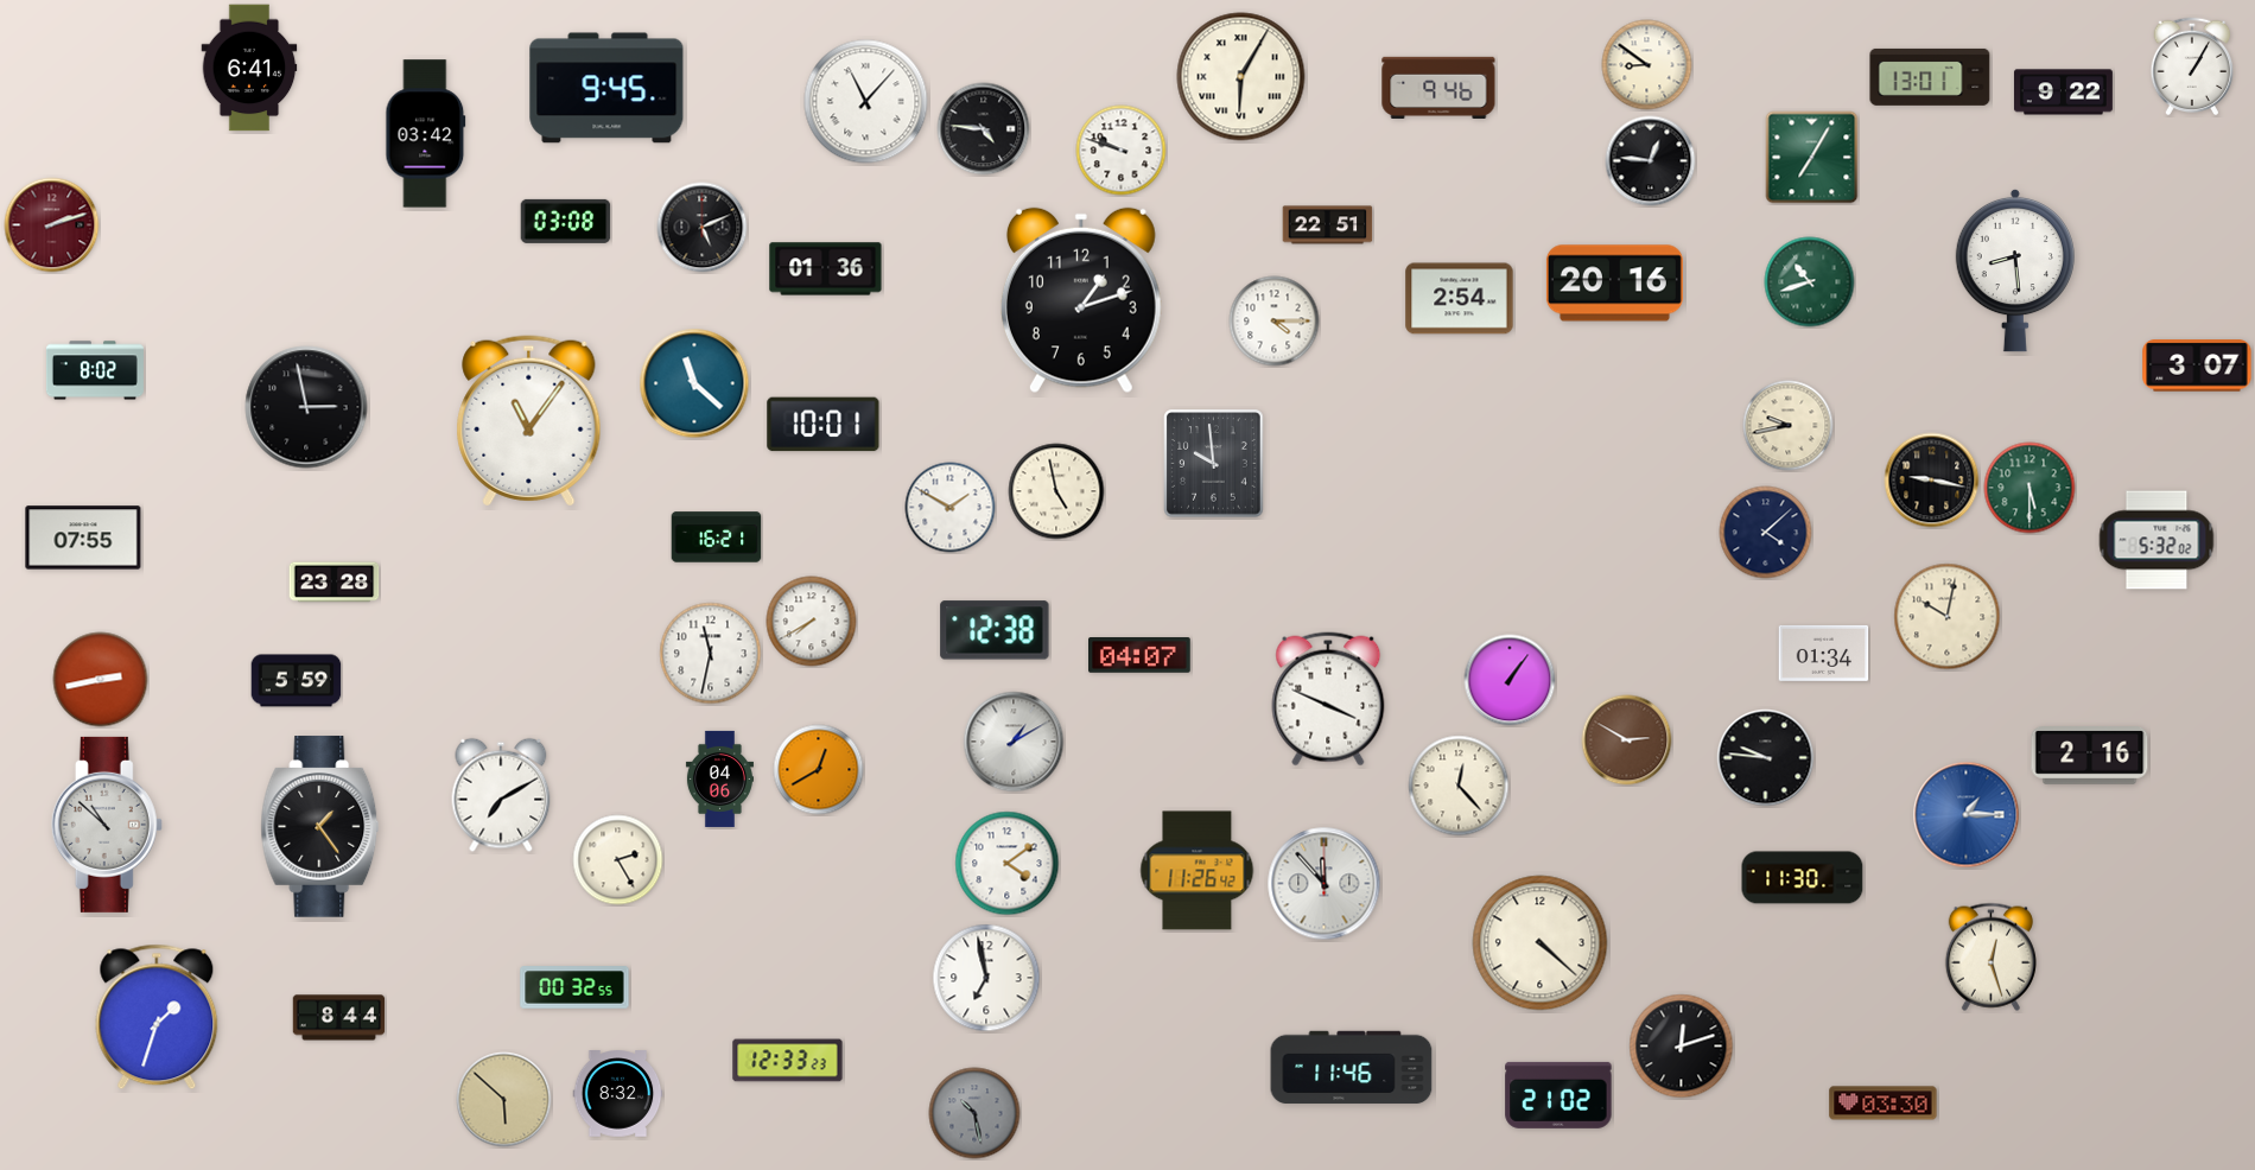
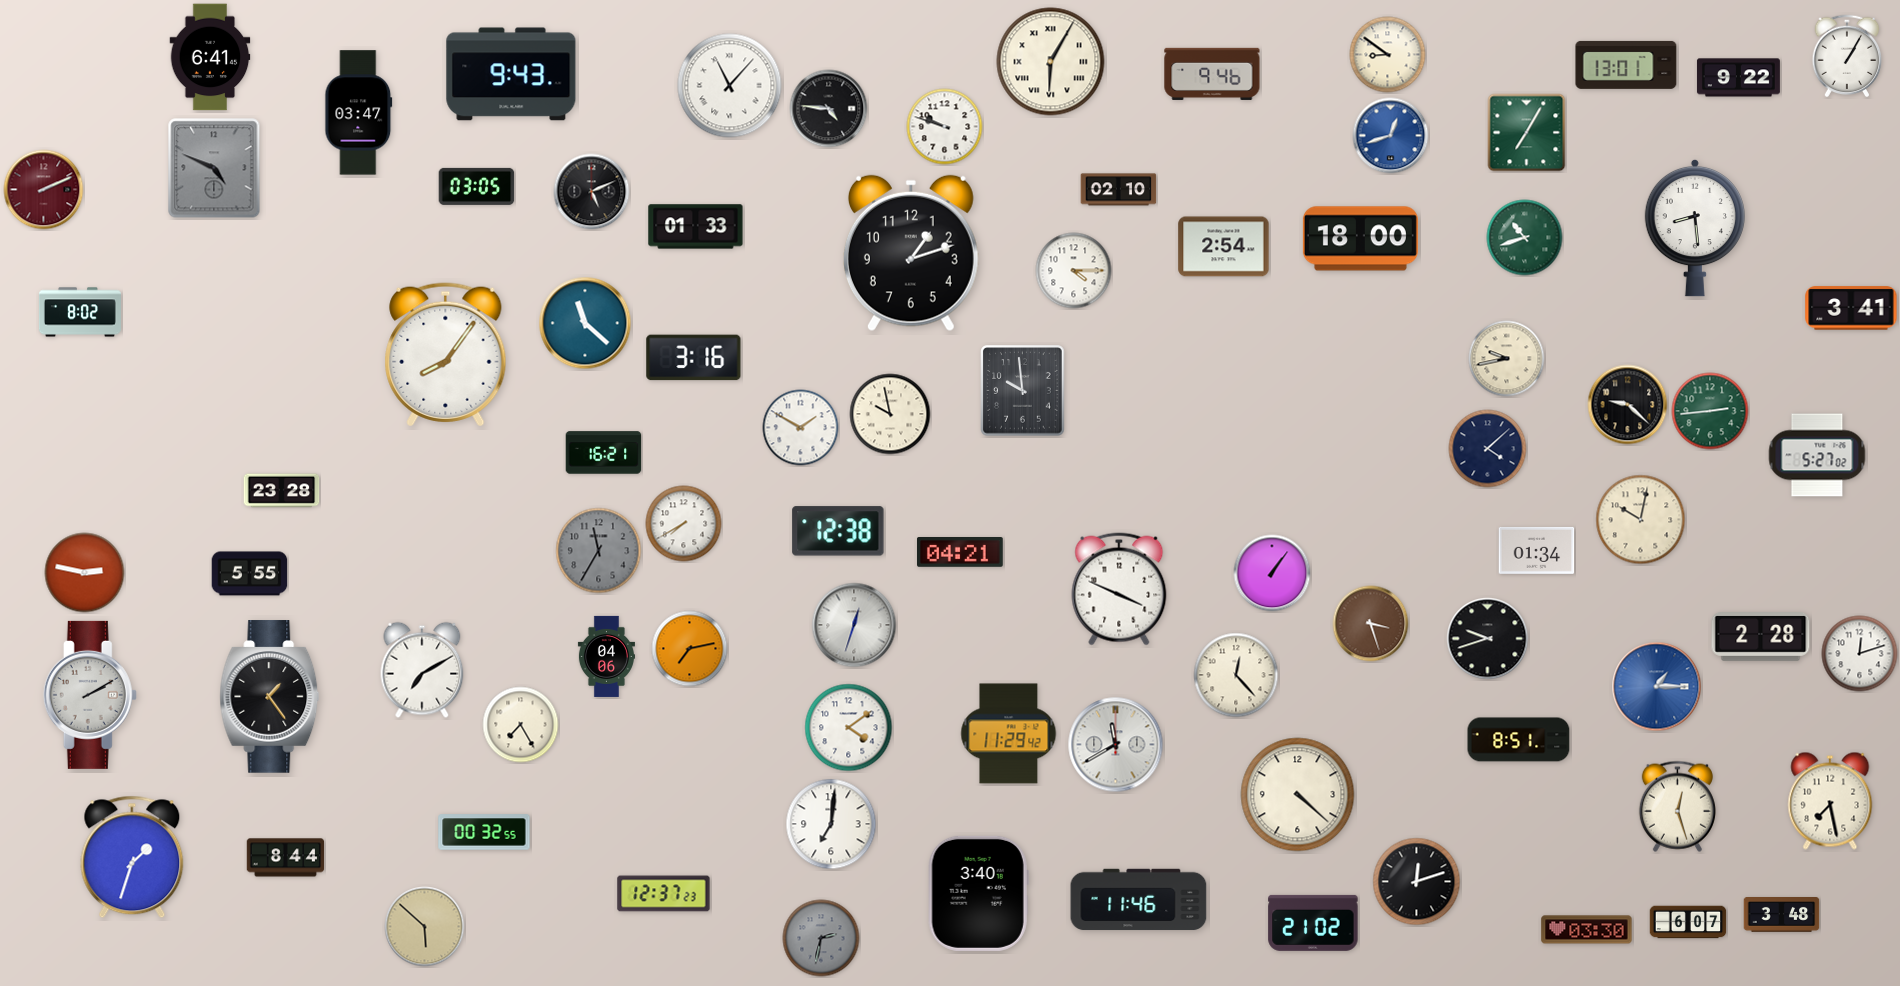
clock at (1241, 77) position: (1241, 77) -> (1051, 62)
clock at (606, 88): 9:45 -> 9:43
clock at (426, 134): 03:42 -> 03:47
clock at (1651, 161): 12:46 -> 12:42
clock at (1651, 161) dial: black -> blue
clock at (214, 168): none -> 4:49
clock at (566, 221): 03:08 -> 03:05
clock at (52, 225): 2:12 -> 2:11
clock at (1328, 225): 22:51 -> 02:10
clock at (826, 269): 01:36 -> 01:33
clock at (2015, 271) position: (2015, 271) -> (1695, 228)
clock at (1614, 284): 20:16 -> 18:00
clock at (1460, 299) position: (1460, 299) -> (1224, 247)
clock at (2197, 365): 3:07 -> 3:41
clock at (306, 407): 2:58 -> none
clock at (529, 421): 11:06 -> 8:06
clock at (824, 425): 10:01 -> 3:16
clock at (1932, 481): 9:17 -> 9:22
clock at (2029, 488): 5:30 -> 2:44
clock at (1056, 491): 4:58 -> 9:58
clock at (83, 538): 07:55 -> none
clock at (2156, 540): 5:32 -> 5:27
clock at (711, 654): 11:32 -> 11:35
clock at (711, 654) dial: white -> grey
clock at (1141, 656): 04:07 -> 04:21
clock at (101, 680): 2:43 -> 2:47
clock at (297, 681): 5:59 -> 5:55
clock at (1627, 740): 2:50 -> 3:27
clock at (1014, 742): 1:10 -> 12:33
clock at (2090, 756): 2:16 -> 2:28
clock at (1766, 758): 9:46 -> 9:42
clock at (819, 770): 12:40 -> 7:13
clock at (1860, 654): none -> 12:12
clock at (1459, 786) position: (1459, 786) -> (1236, 675)
clock at (107, 825): 10:52 -> 2:10
clock at (618, 860): 2:25 -> 7:25
clock at (1198, 871): 11:26 -> 11:29
clock at (1803, 878): 11:30 -> 8:51
clock at (1325, 884): 11:53 -> 11:40
clock at (1830, 801): none -> 7:28
clock at (986, 978): 6:58 -> 7:01
clock at (978, 893): none -> 3:40
clock at (788, 1061): 12:33 -> 12:37
clock at (1782, 915): none -> 3:48
clock at (618, 1094): 8:32 -> none
clock at (1688, 922): none -> 6:07
clock at (974, 1113): 10:28 -> 2:32
